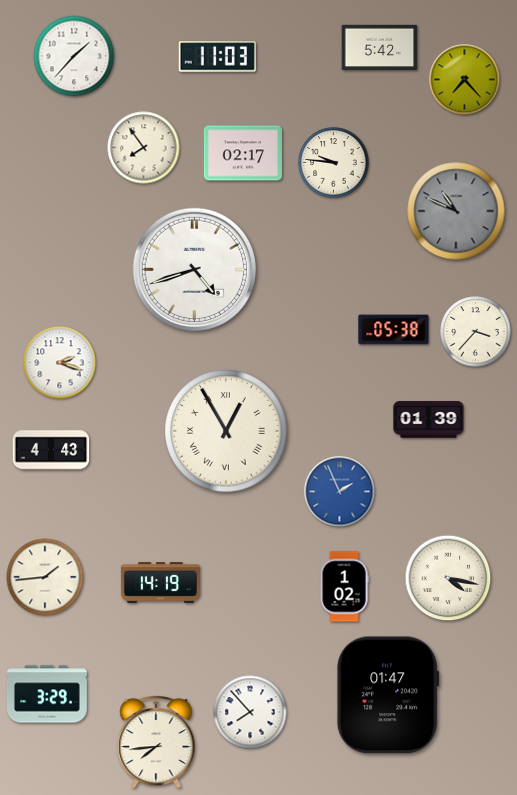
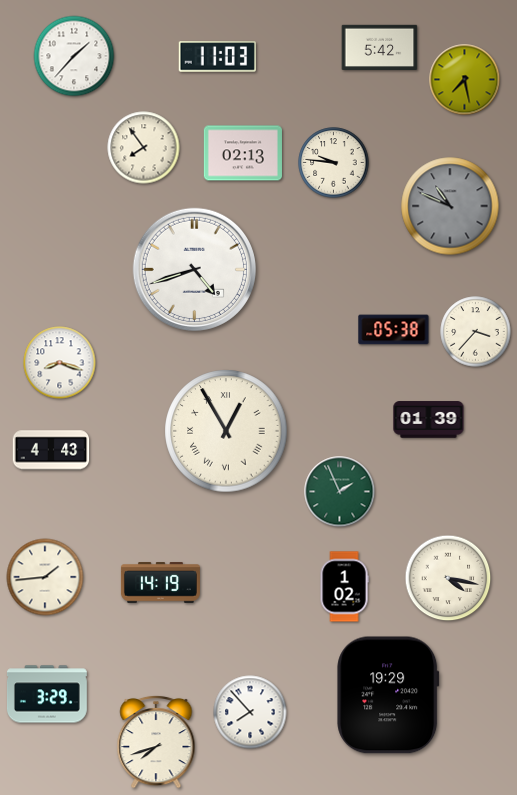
clock at (465, 80): 7:23 -> 7:28
clock at (243, 153): 02:17 -> 02:13
clock at (456, 211) position: (456, 211) -> (450, 206)
clock at (60, 363): 2:18 -> 8:18
clock at (340, 492) dial: blue -> green
clock at (388, 695): 01:47 -> 19:29
clock at (156, 742): 7:44 -> 7:42
